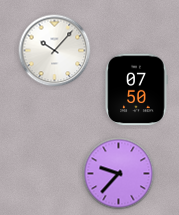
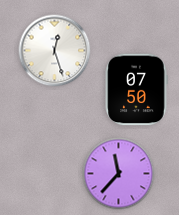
clock at (55, 51): 10:07 -> 12:27
clock at (119, 174): 9:37 -> 11:37
